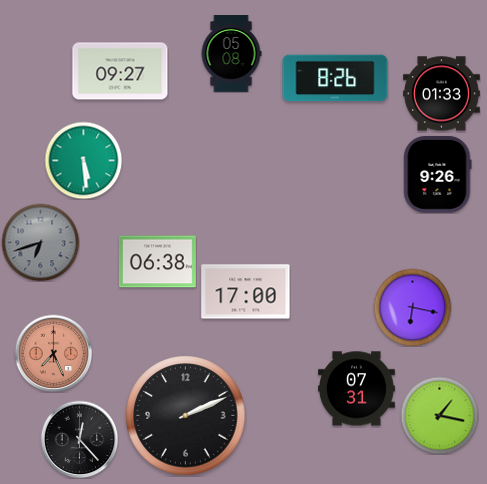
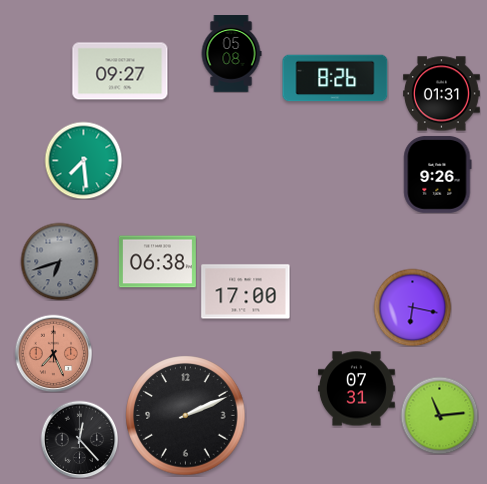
clock at (442, 94): 01:33 -> 01:31
clock at (83, 160): 5:29 -> 7:29
clock at (40, 242) position: (40, 242) -> (59, 261)
clock at (439, 415): 1:17 -> 11:14
